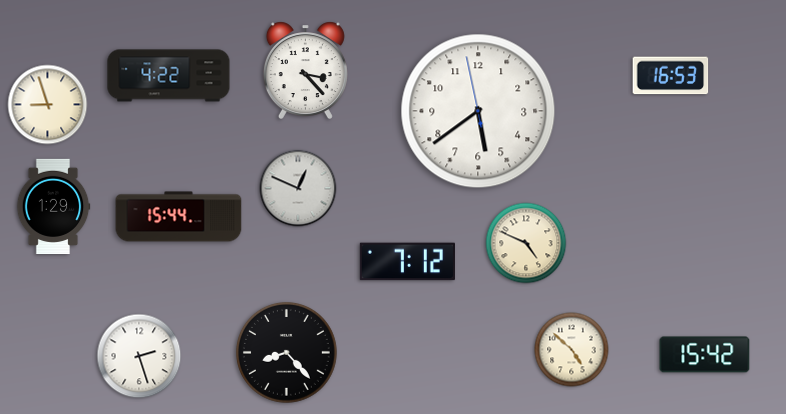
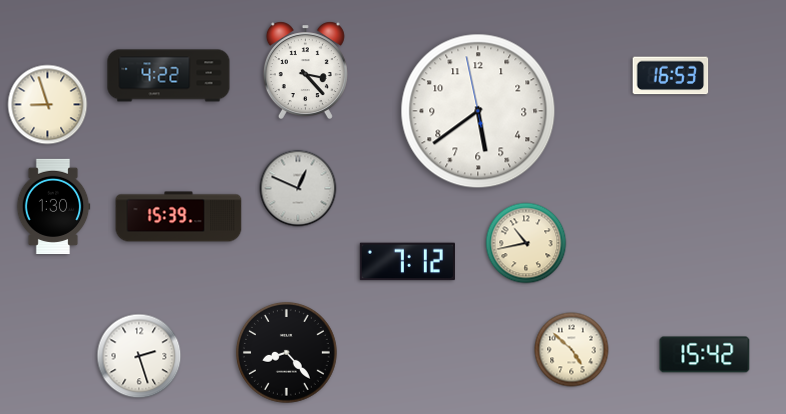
clock at (53, 206): 1:29 -> 1:30
clock at (179, 217): 15:44 -> 15:39
clock at (526, 243): 4:49 -> 10:43
